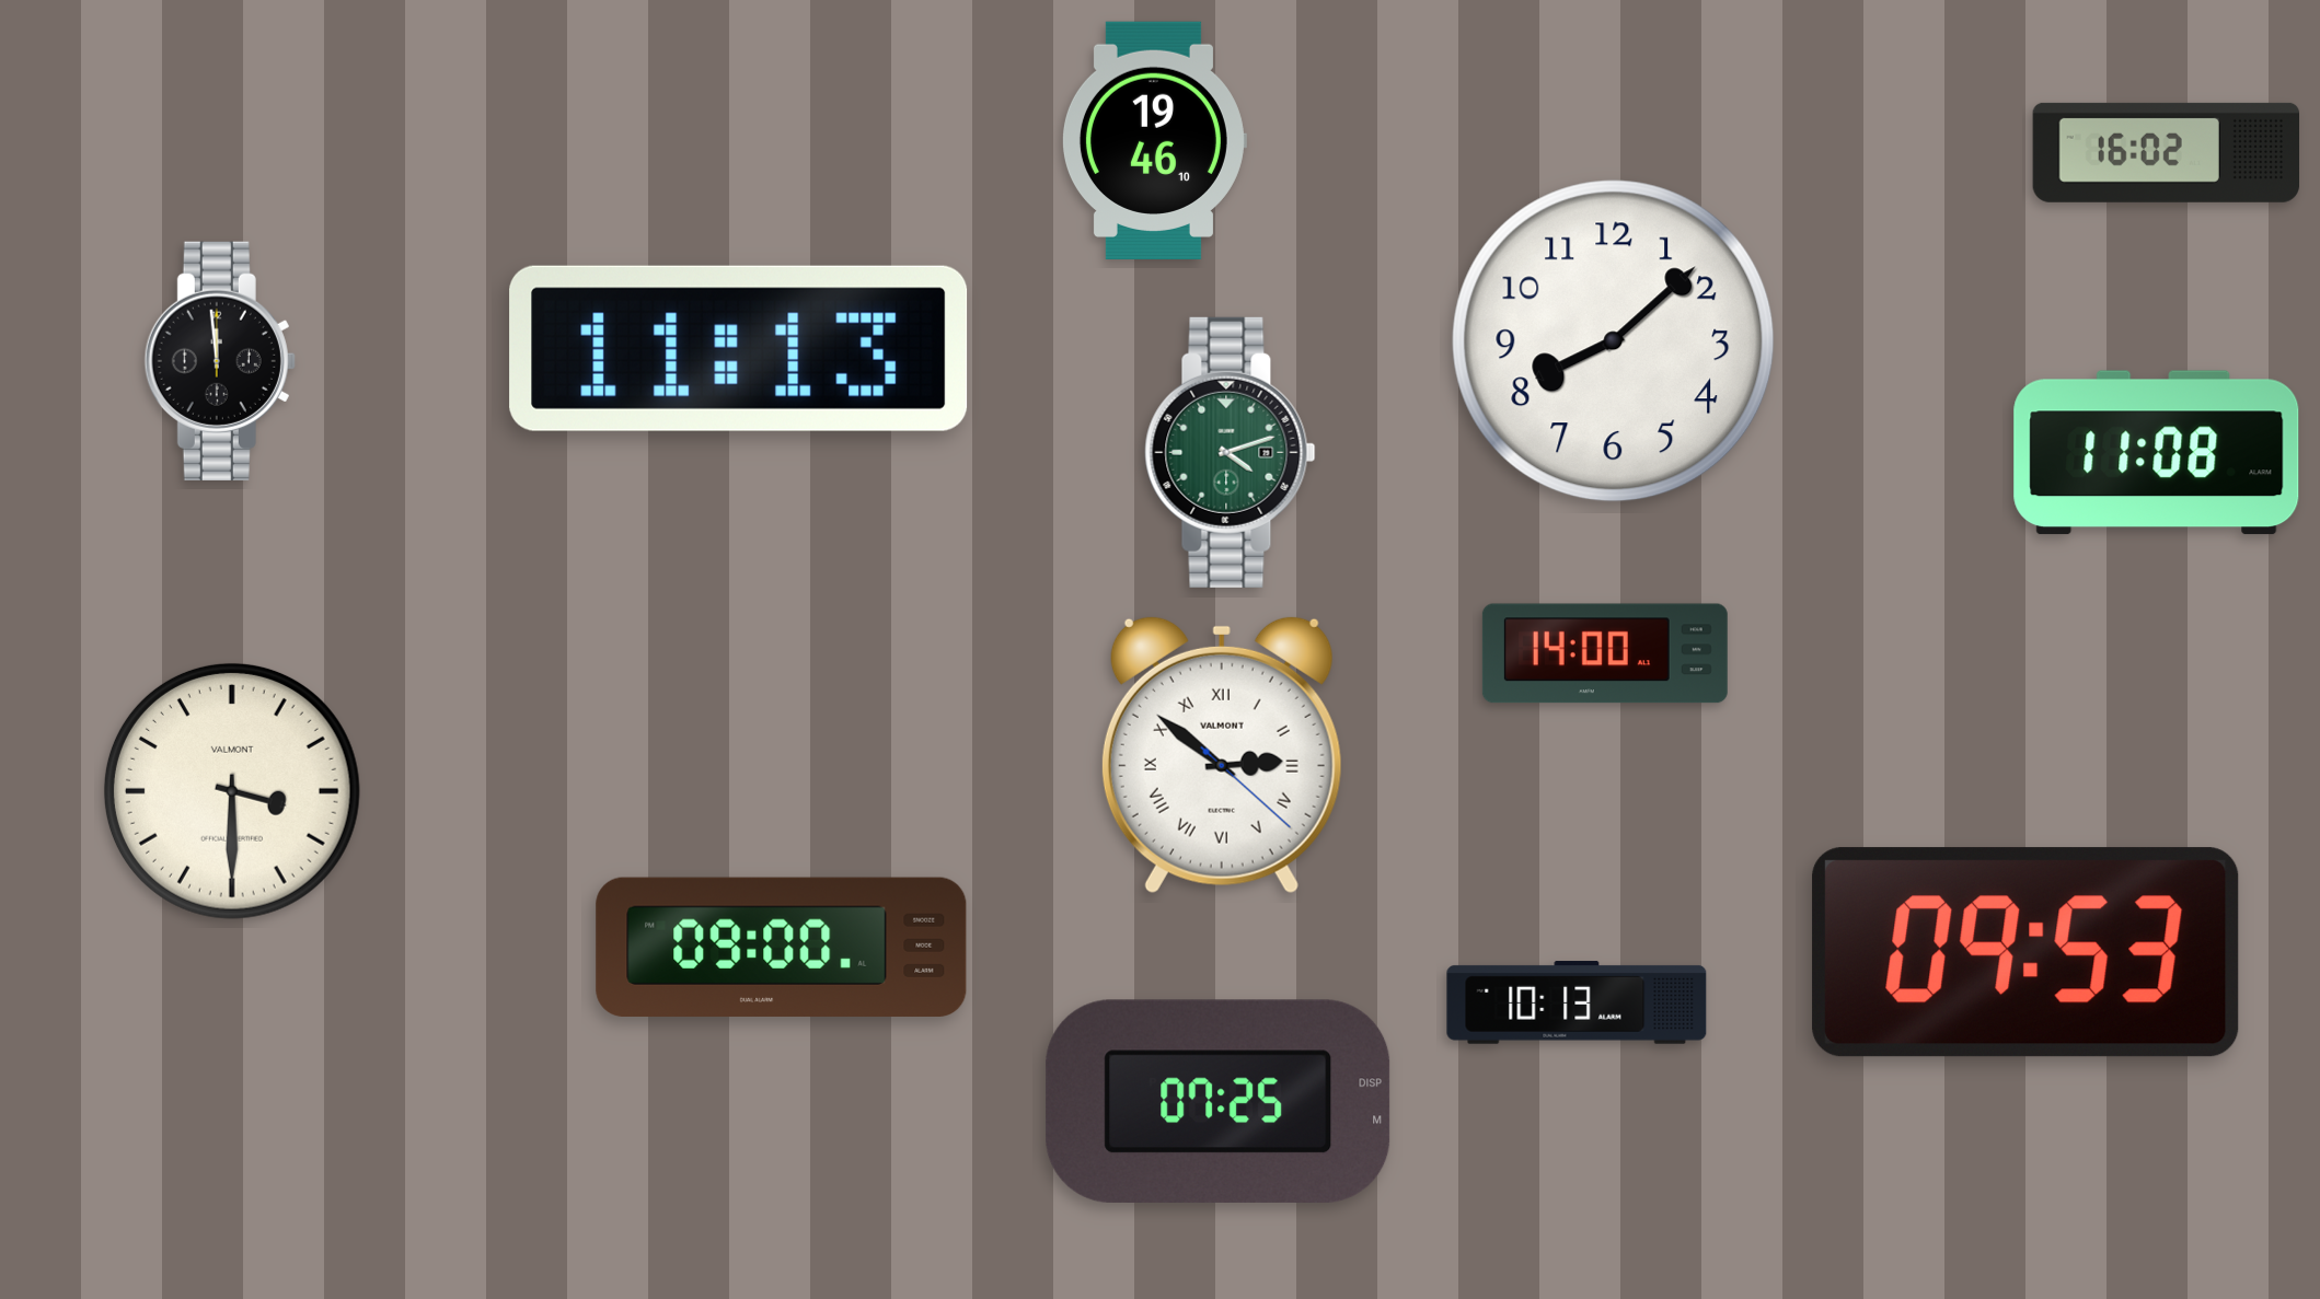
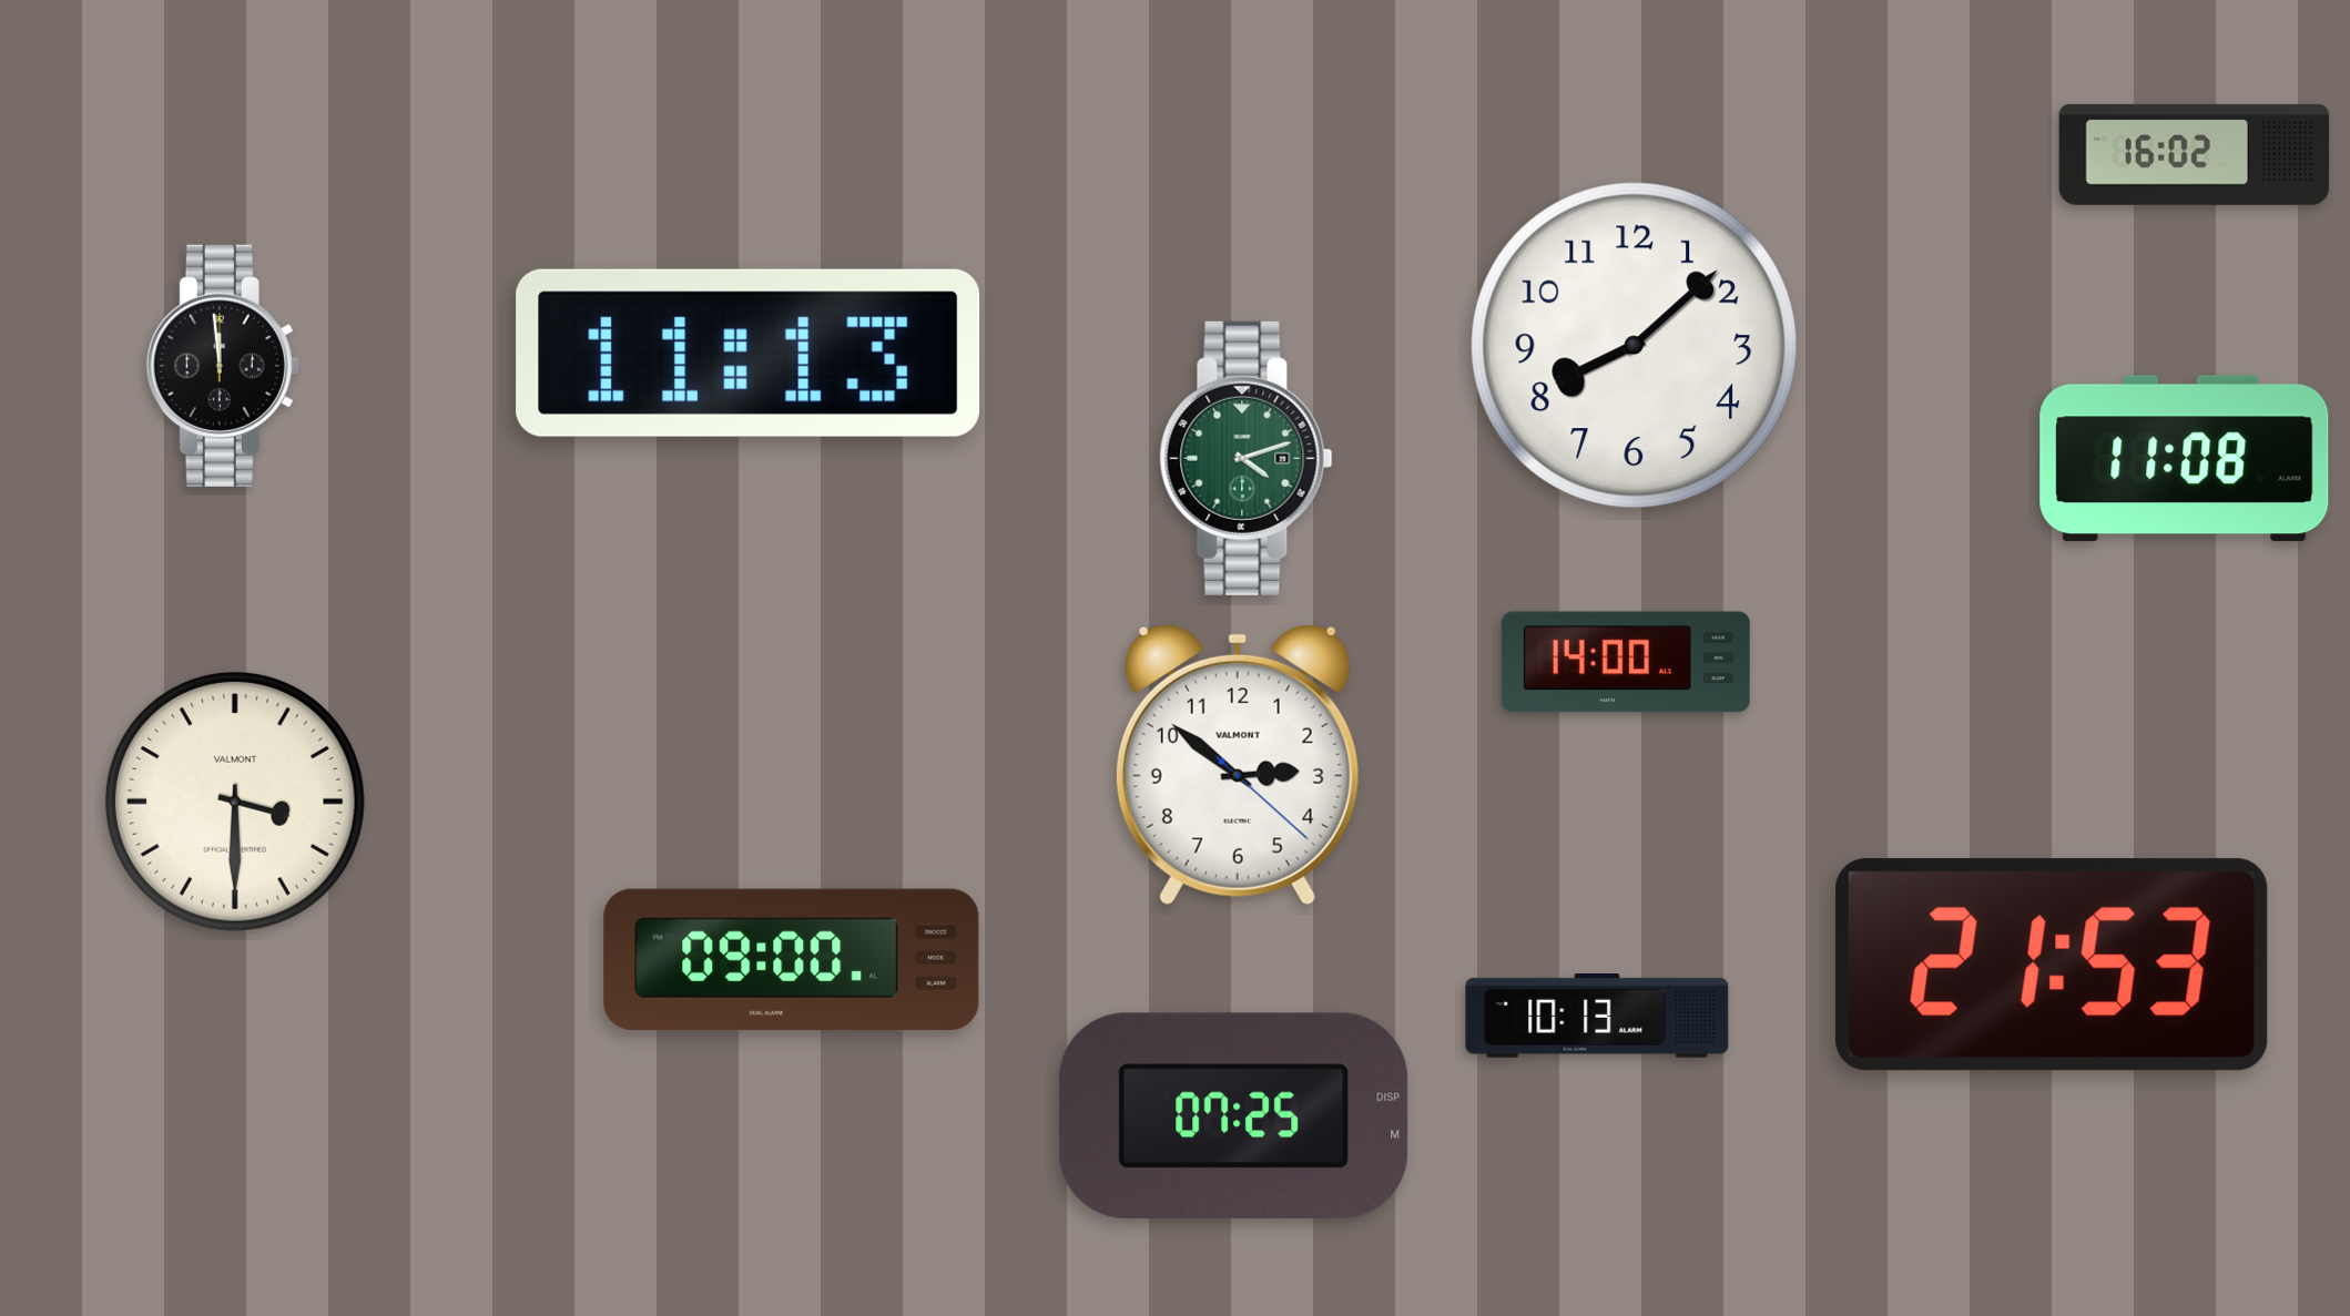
clock at (1154, 140): 19:46 -> none
clock at (1222, 754) numerals: Roman -> Arabic
clock at (2025, 952): 09:53 -> 21:53
